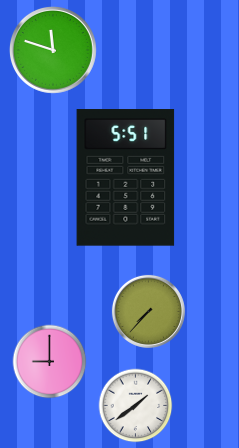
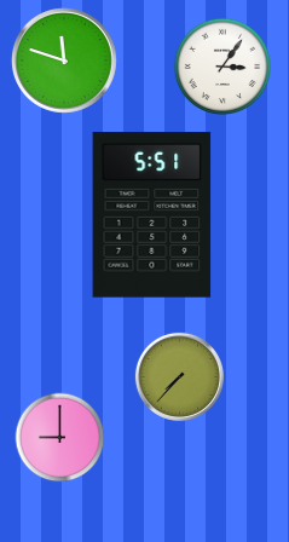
clock at (221, 65): none -> 3:06
clock at (136, 406): 1:39 -> none
